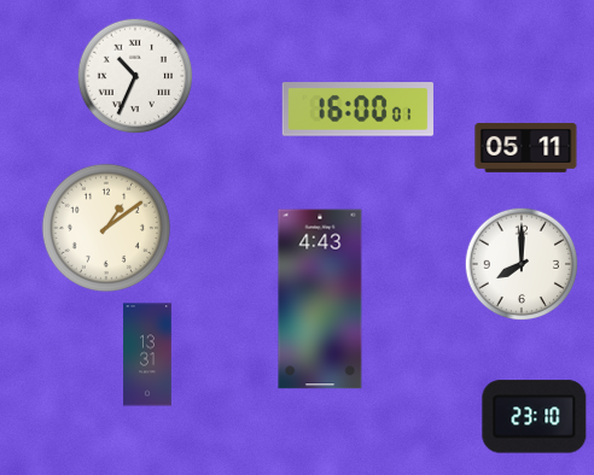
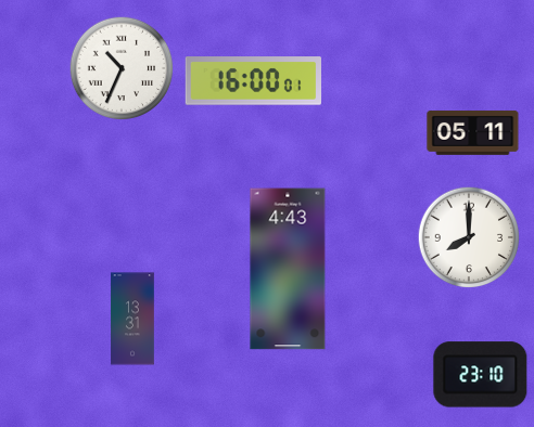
clock at (357, 110) position: (357, 110) -> (253, 81)
clock at (106, 228): 1:09 -> none
